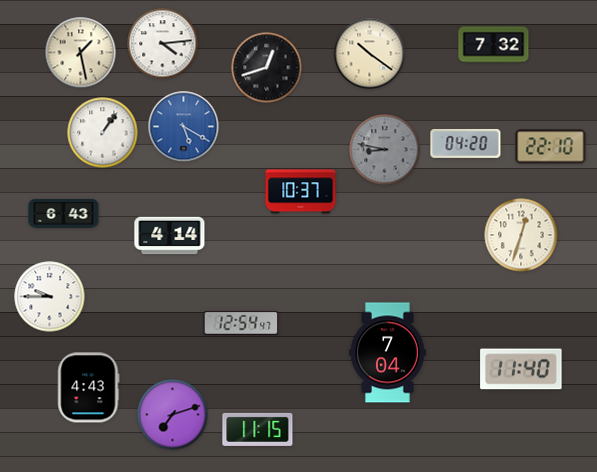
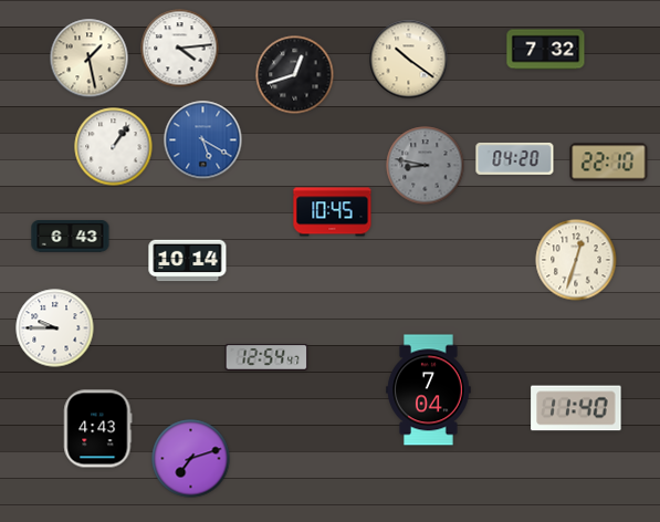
clock at (301, 192): 10:37 -> 10:45
clock at (170, 236): 4:14 -> 10:14
clock at (258, 429): 11:15 -> none
